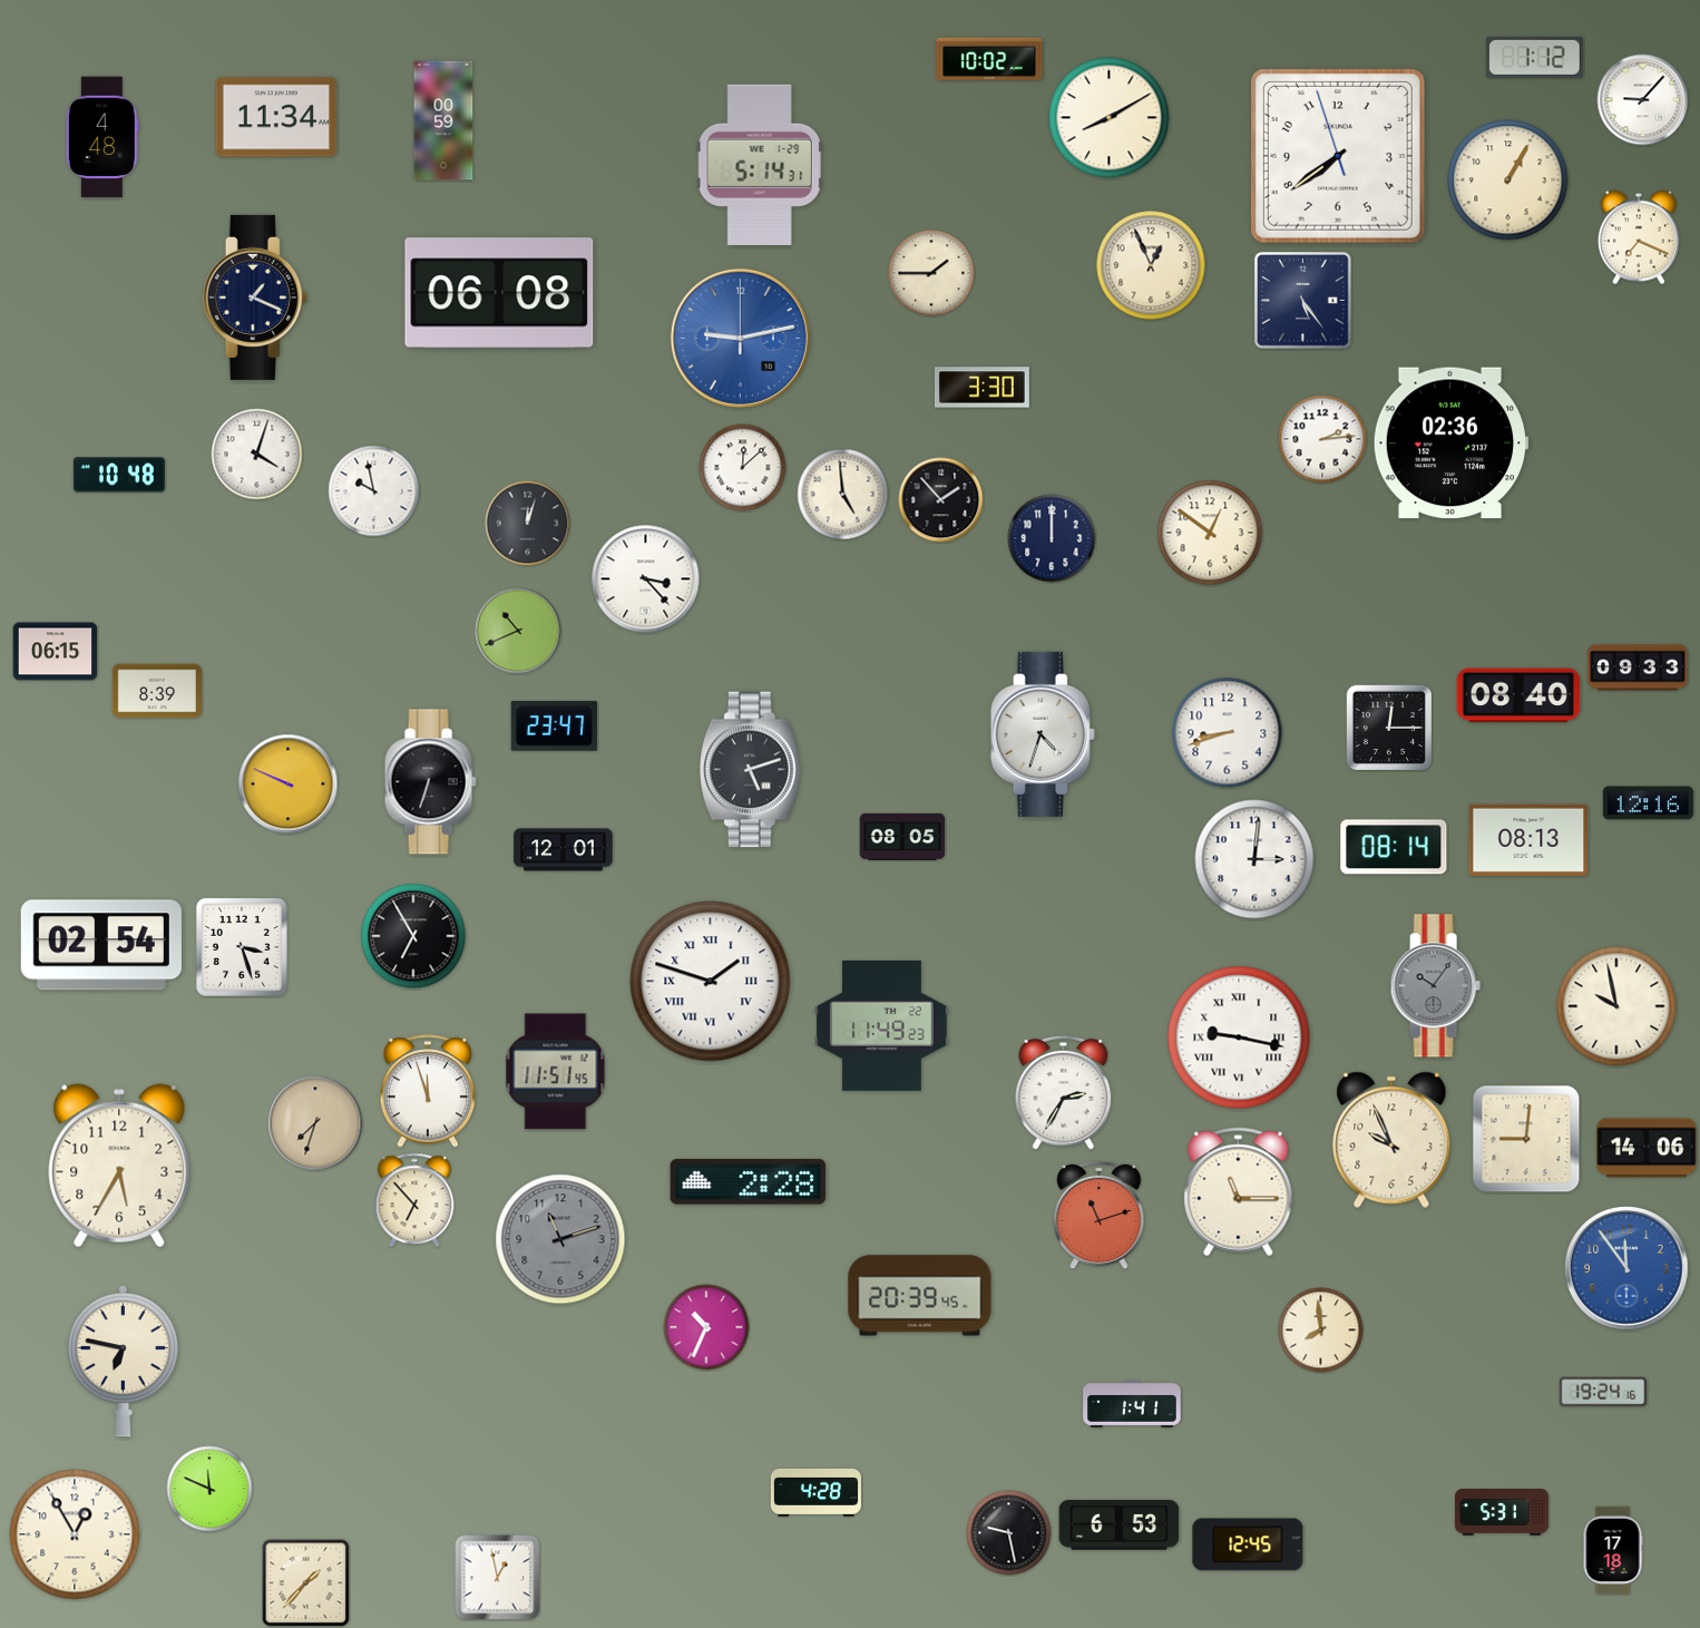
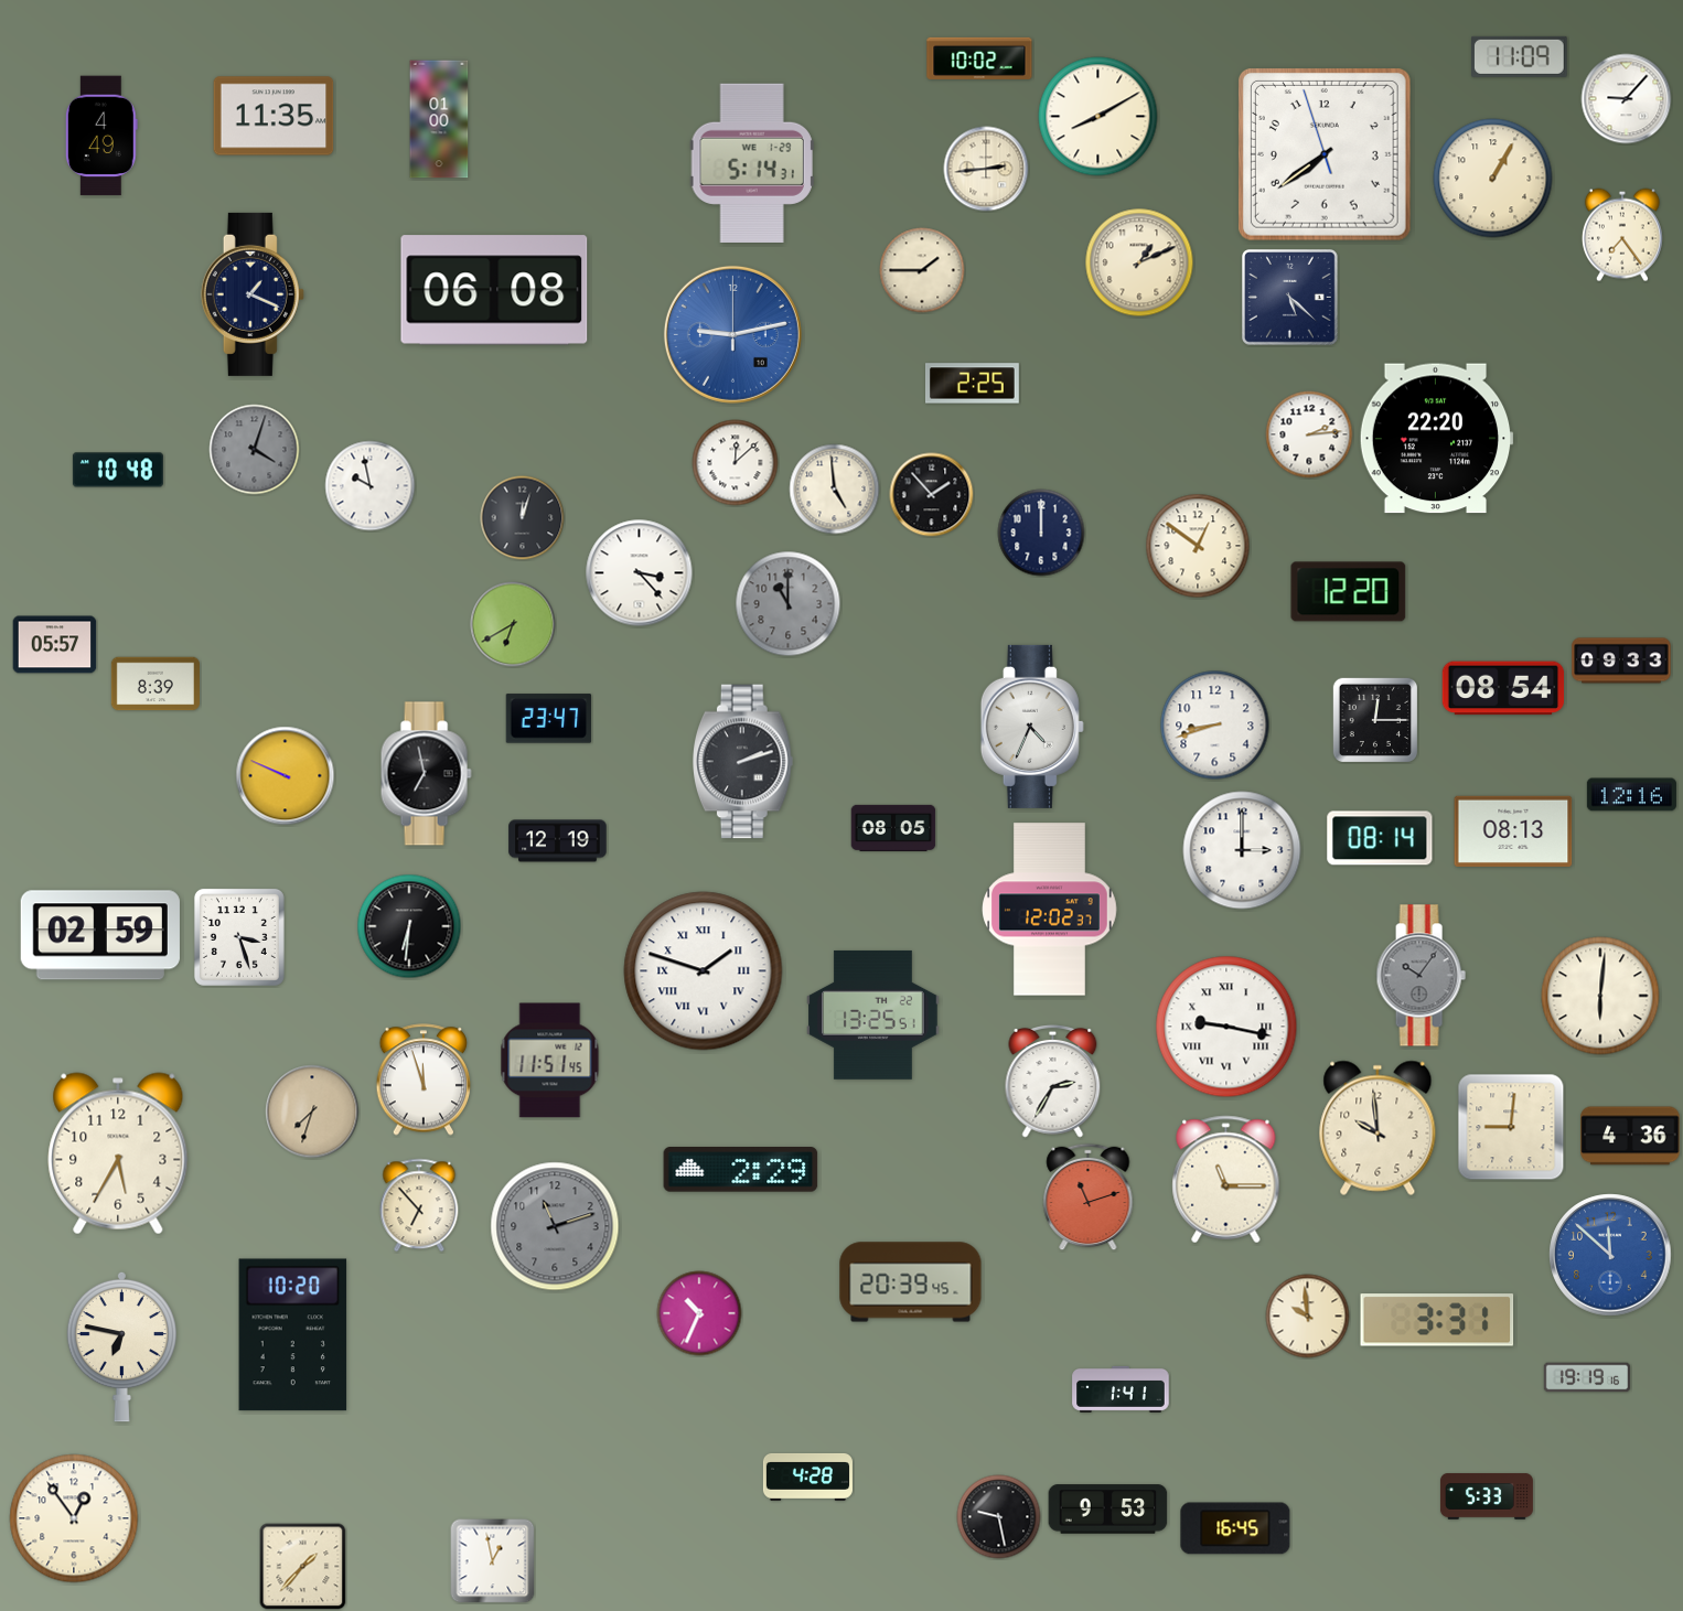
clock at (1535, 57): 1:12 -> 11:09
clock at (276, 117): 11:34 -> 11:35
clock at (443, 120): 00:59 -> 01:00
clock at (102, 137): 4:48 -> 4:49
clock at (986, 169): none -> 2:44
clock at (1639, 237): 7:19 -> 7:24
clock at (1151, 265): 12:56 -> 1:11
clock at (1303, 301): 5:24 -> 5:22
clock at (983, 388): 3:30 -> 2:25
clock at (1450, 443): 02:36 -> 22:20
clock at (257, 455) dial: white -> grey
clock at (1210, 533) position: (1210, 533) -> (1198, 546)
clock at (1349, 592): none -> 12:20
clock at (789, 604): none -> 11:00
clock at (518, 631): 10:41 -> 6:40
clock at (56, 652): 06:15 -> 05:57
clock at (1518, 695): 08:40 -> 08:54
clock at (1043, 734): 4:33 -> 4:34
clock at (750, 770): 5:12 -> 2:12
clock at (430, 782): 6:33 -> 6:58
clock at (564, 850): 12:01 -> 12:19
clock at (1254, 859): 3:01 -> 3:00
clock at (1050, 910): none -> 12:02
clock at (413, 936): 6:55 -> 6:31
clock at (101, 945): 02:54 -> 02:59
clock at (1616, 1006): 9:58 -> 6:01
clock at (882, 1025): 11:49 -> 13:25
clock at (1391, 1140): 9:56 -> 9:59
clock at (1647, 1148): 14:06 -> 4:36
clock at (749, 1182): 2:28 -> 2:29
clock at (414, 1200) position: (414, 1200) -> (419, 1205)
clock at (1100, 1216) position: (1100, 1216) -> (1089, 1197)
clock at (1626, 1268): 11:54 -> 11:52
clock at (1321, 1330): 7:59 -> 9:59
clock at (1437, 1320): none -> 3:31
clock at (293, 1335): none -> 10:20
clock at (1603, 1392): 19:24 -> 19:19
clock at (209, 1489): 11:49 -> none
clock at (1502, 1513): 5:31 -> 5:33
clock at (1120, 1525): 6:53 -> 9:53
clock at (75, 1534): 12:55 -> 12:54
clock at (1248, 1544): 12:45 -> 16:45
clock at (1613, 1550): 17:18 -> none
